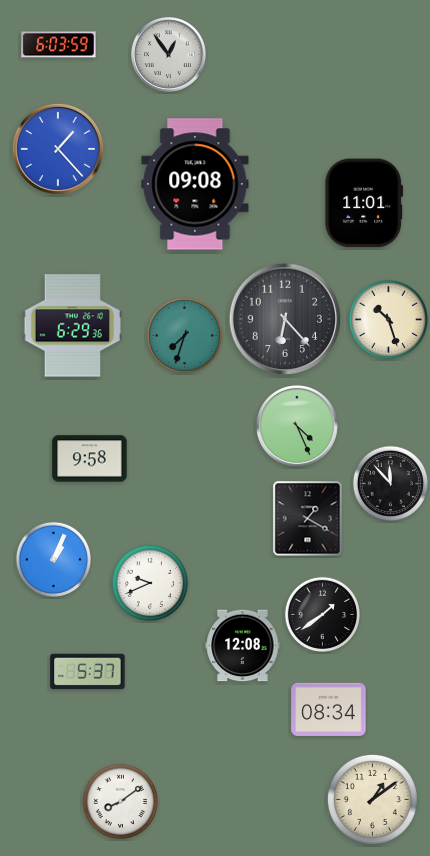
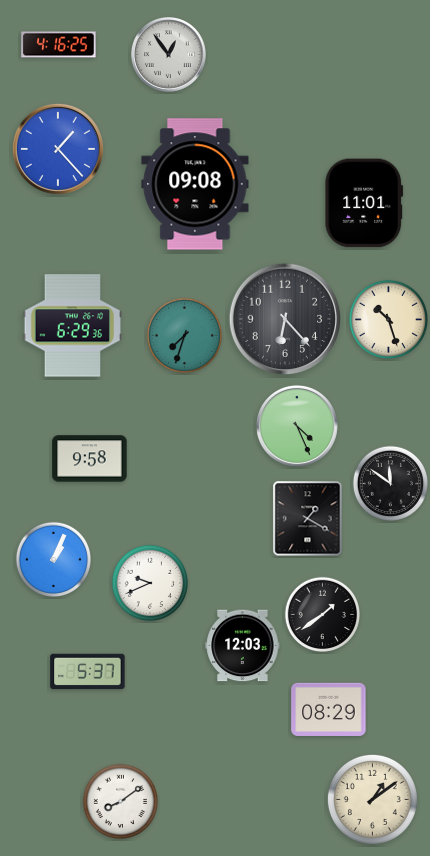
clock at (59, 45): 6:03 -> 4:16
clock at (390, 483): 11:53 -> 11:51
clock at (243, 646): 12:08 -> 12:03
clock at (329, 709): 08:34 -> 08:29
